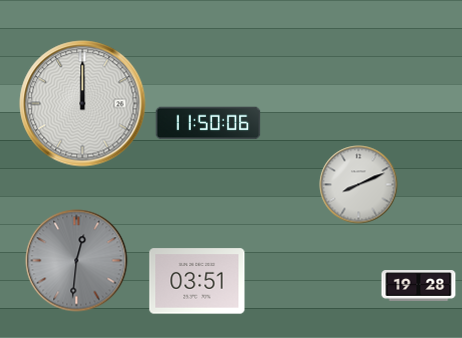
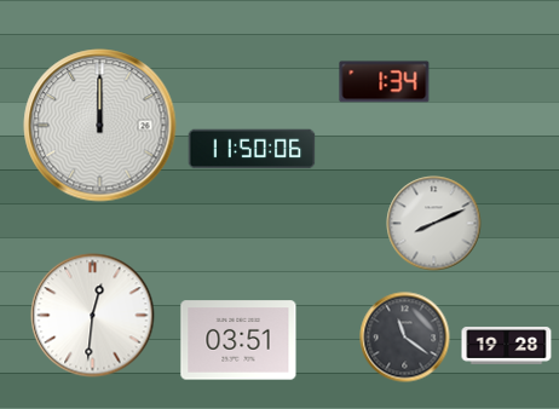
clock at (385, 82): none -> 1:34
clock at (77, 261) dial: grey -> white
clock at (405, 338): none -> 11:21
